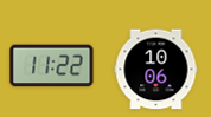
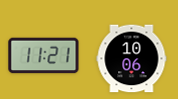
clock at (52, 66): 11:22 -> 11:21
